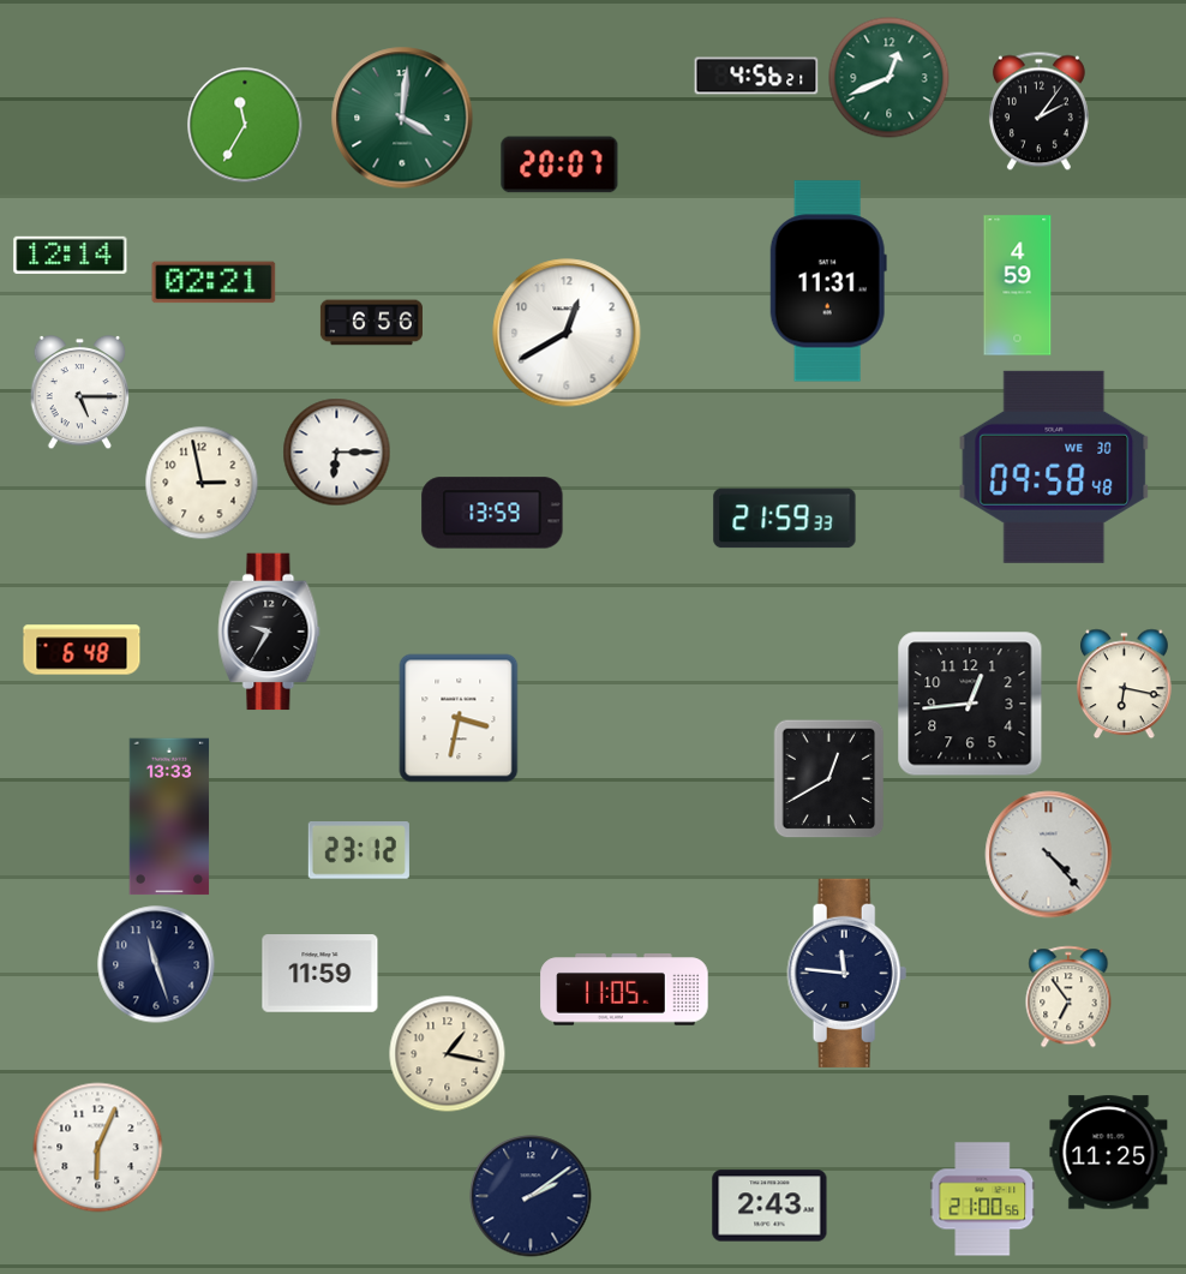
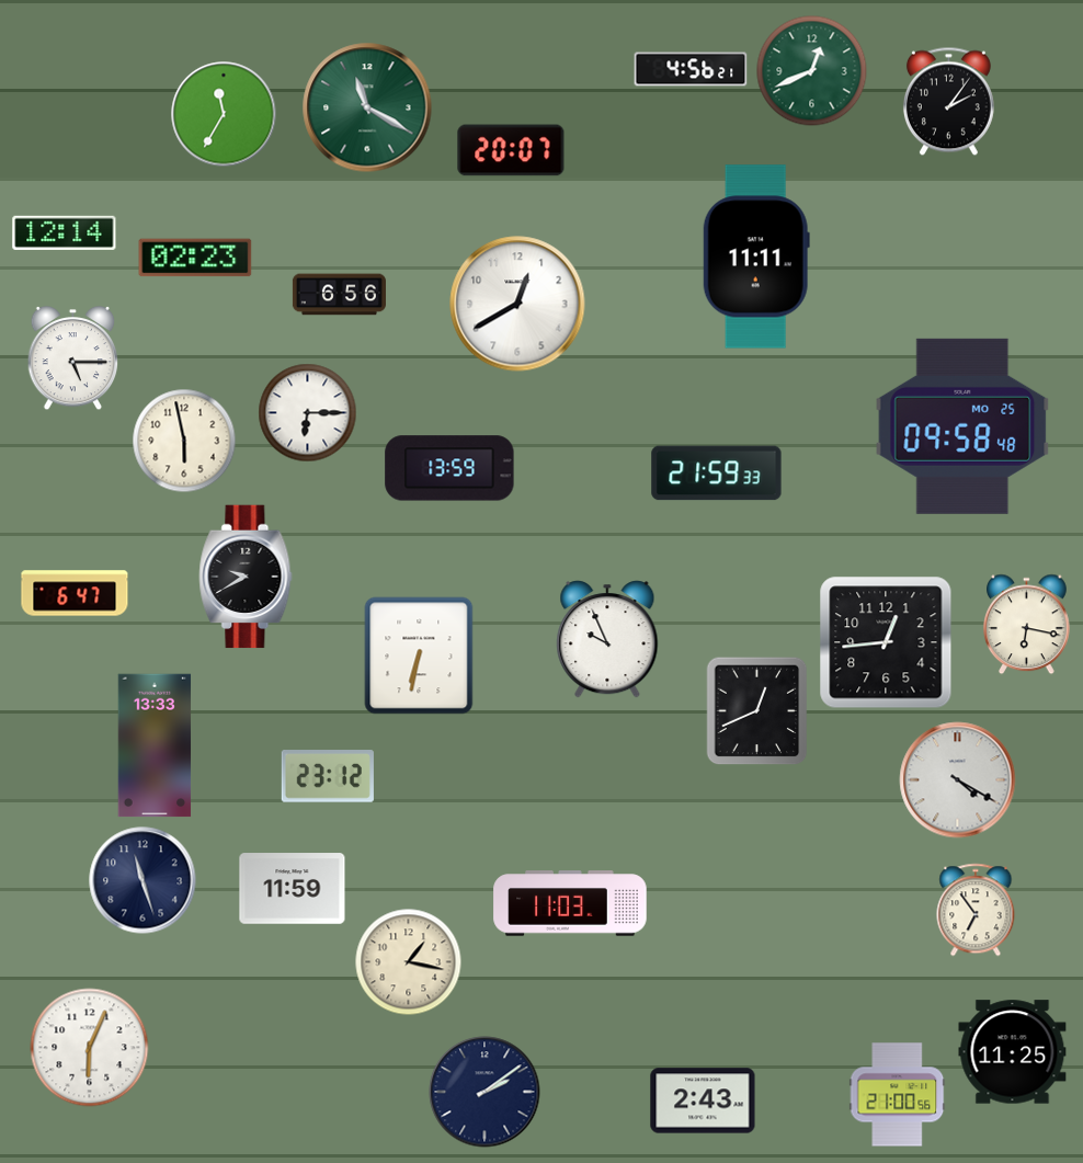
clock at (402, 118): 4:01 -> 11:20
clock at (828, 281): 11:31 -> 11:11
clock at (214, 282): 02:21 -> 02:23
clock at (1018, 286): 4:59 -> none
clock at (1054, 467) date: WE 30 -> MO 25
clock at (202, 483): 2:58 -> 5:58
clock at (269, 632): 9:35 -> 9:40
clock at (82, 650): 6:48 -> 6:47
clock at (607, 639): none -> 9:56
clock at (459, 718): 3:32 -> 6:32
clock at (829, 779): 12:40 -> 12:41
clock at (1049, 855): 4:23 -> 4:20
clock at (847, 973): 11:46 -> none
clock at (624, 989): 11:05 -> 11:03
